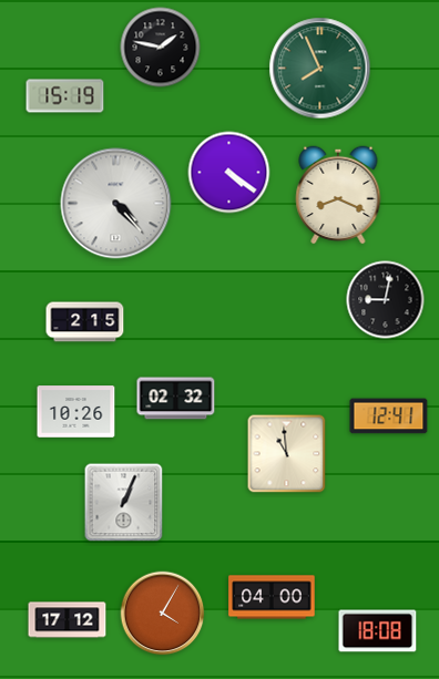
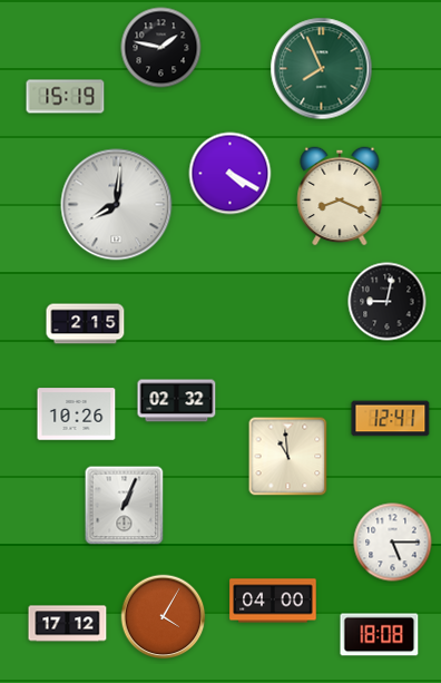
clock at (229, 173): 4:21 -> 4:20
clock at (116, 204): 4:23 -> 8:01
clock at (393, 543): none -> 5:15
